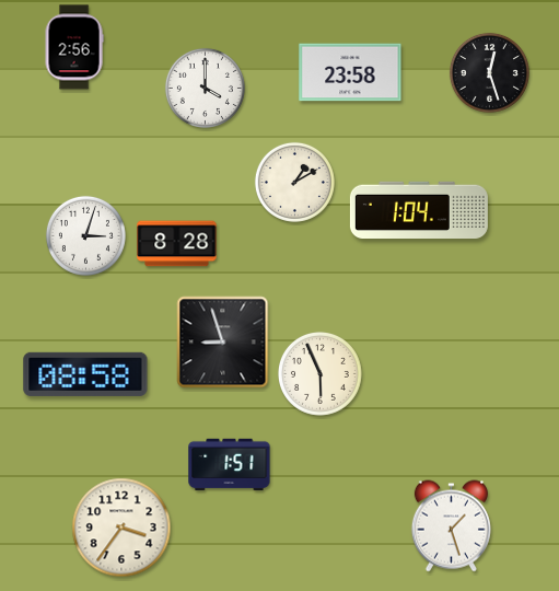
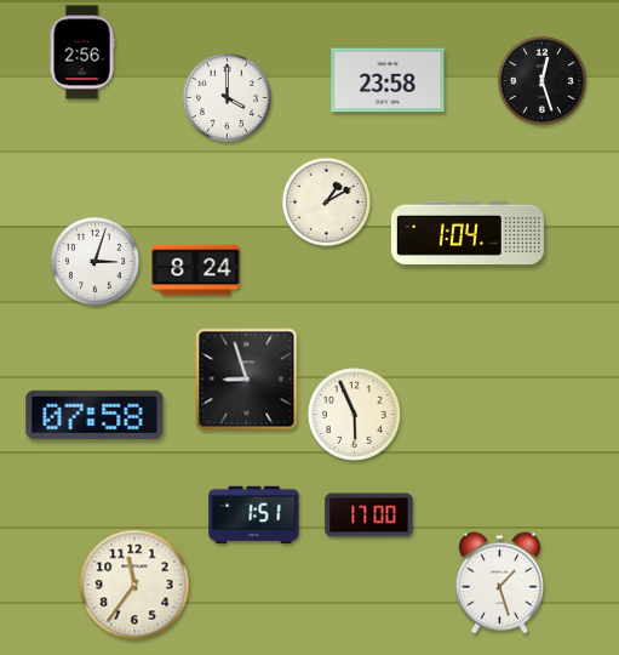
clock at (419, 210) position: (419, 210) -> (468, 233)
clock at (177, 244): 8:28 -> 8:24
clock at (85, 374): 08:58 -> 07:58
clock at (369, 516): none -> 17:00
clock at (121, 528): 3:36 -> 11:36
